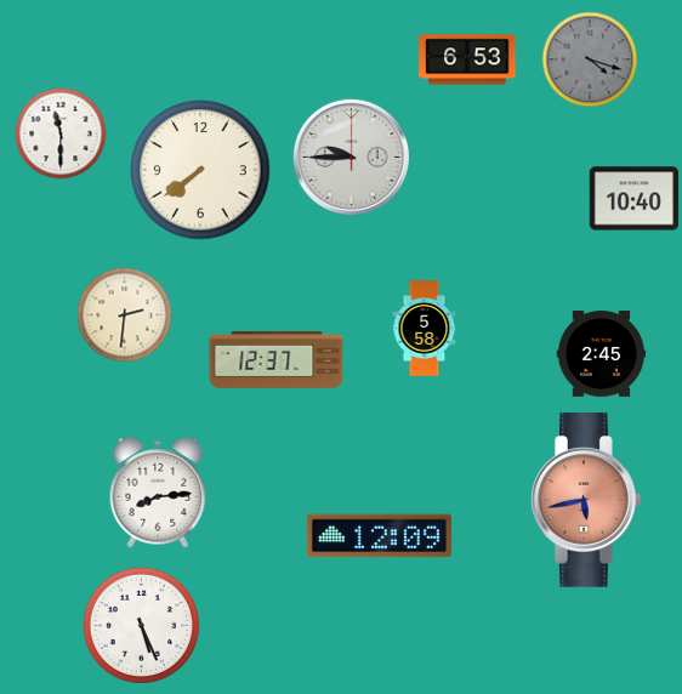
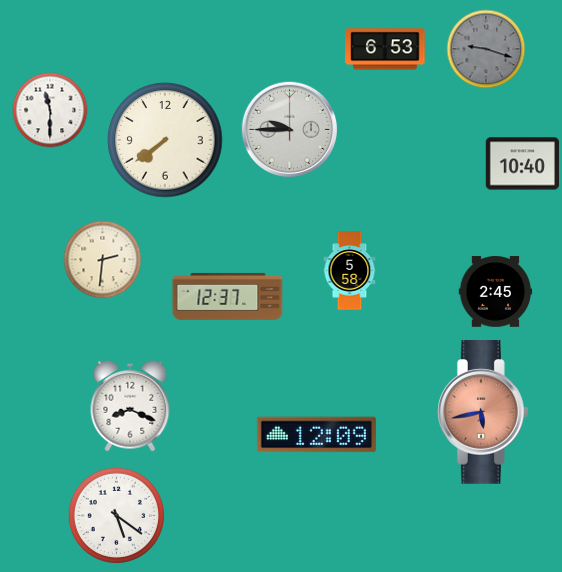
clock at (590, 59): 4:18 -> 9:18
clock at (158, 493): 8:14 -> 8:19
clock at (379, 536) position: (379, 536) -> (316, 435)
clock at (141, 625): 5:26 -> 5:21
